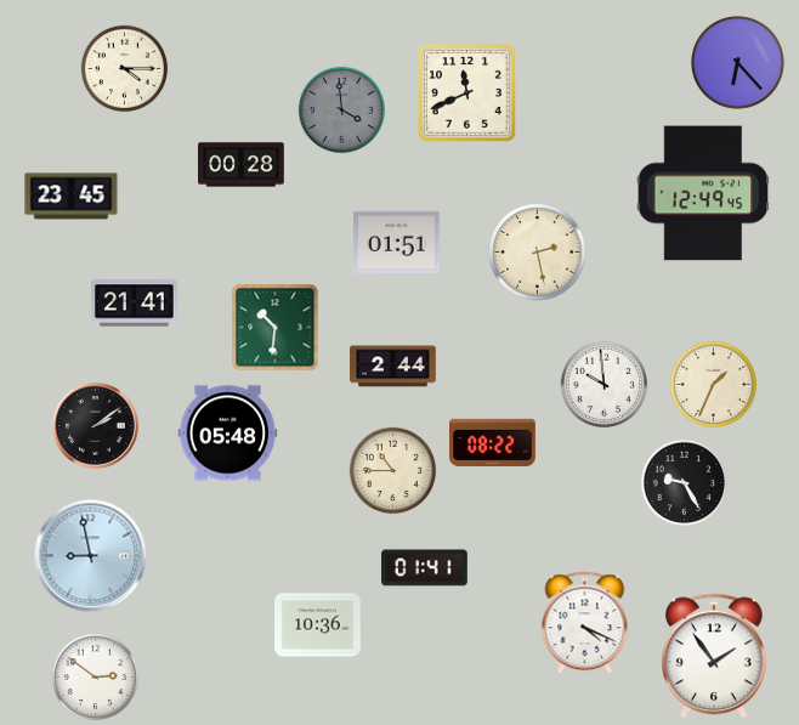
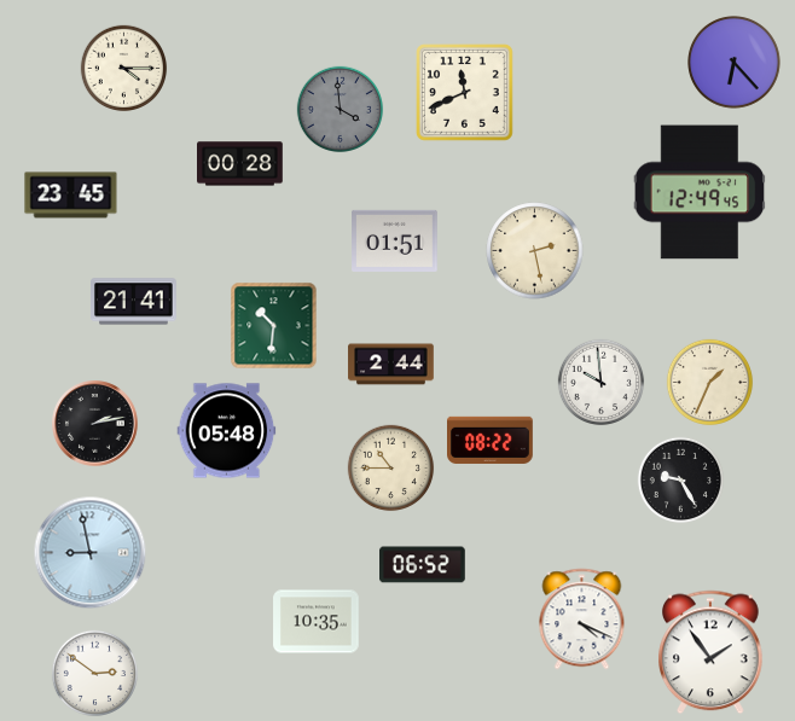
clock at (96, 426): 2:09 -> 2:13
clock at (425, 568): 01:41 -> 06:52
clock at (318, 625): 10:36 -> 10:35
